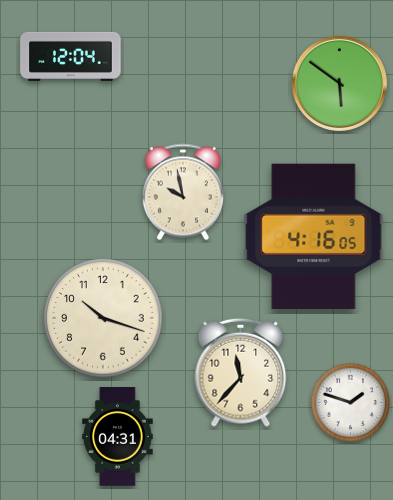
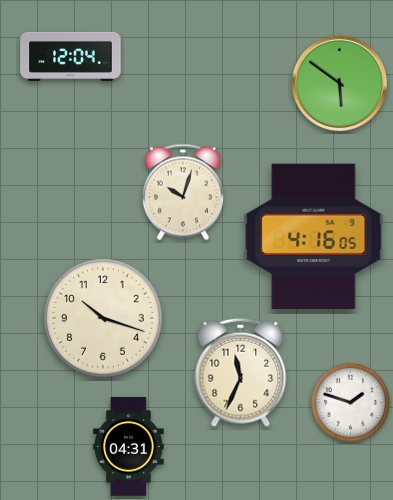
clock at (183, 192): 9:58 -> 10:03
clock at (241, 372): 11:37 -> 11:34
clock at (118, 437) position: (118, 437) -> (129, 447)
